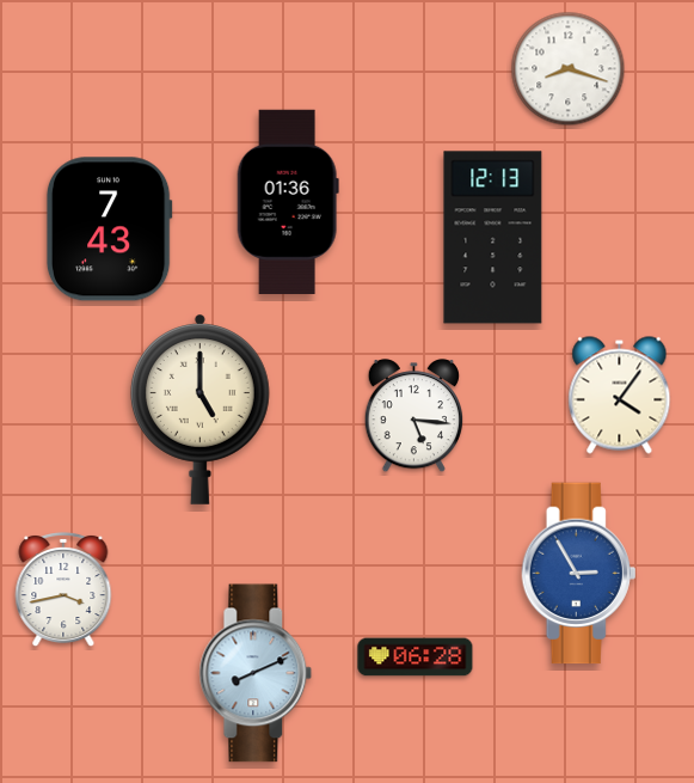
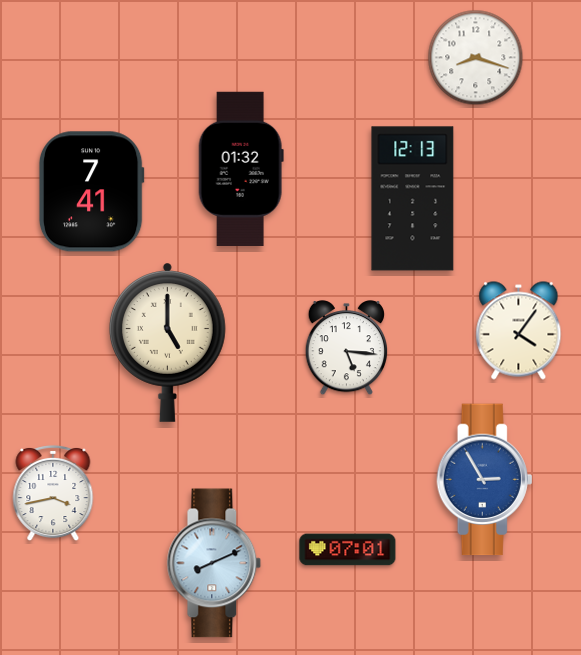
clock at (288, 202): 01:36 -> 01:32
clock at (109, 230): 7:43 -> 7:41
clock at (416, 657): 06:28 -> 07:01
